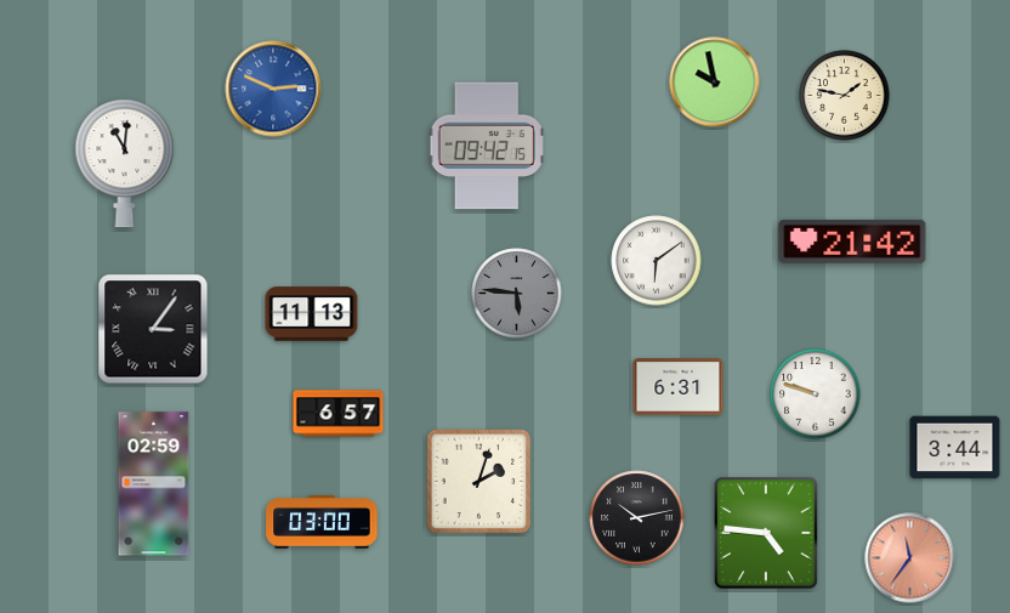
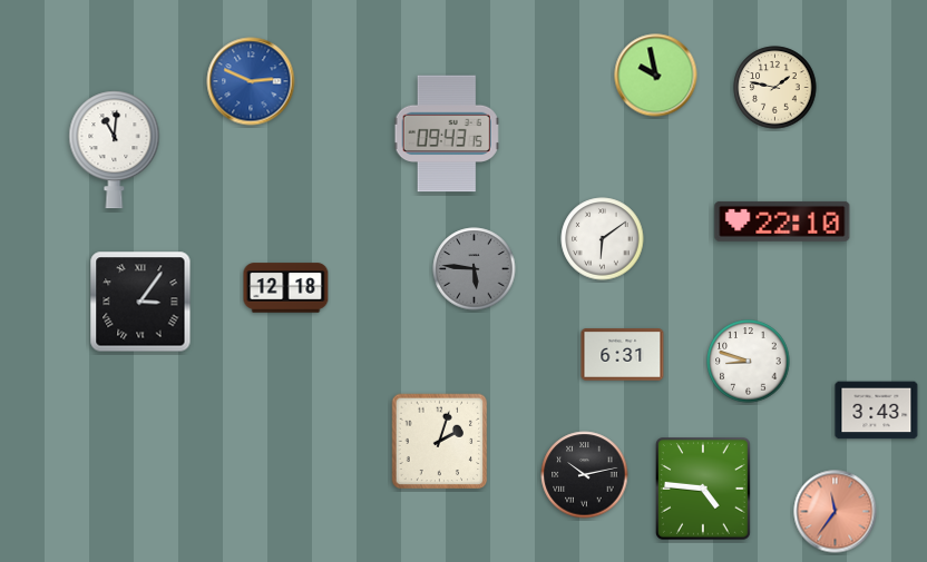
clock at (487, 146): 09:42 -> 09:43
clock at (852, 242): 21:42 -> 22:10
clock at (312, 314): 11:13 -> 12:18
clock at (816, 395): 9:48 -> 8:48
clock at (339, 414): 6:57 -> none
clock at (955, 448): 3:44 -> 3:43
clock at (154, 484): 02:59 -> none
clock at (322, 523): 03:00 -> none
